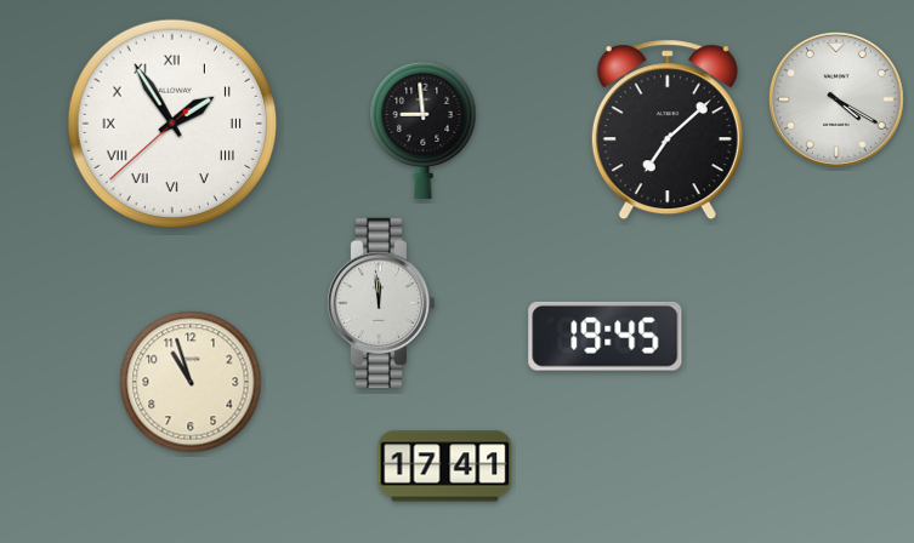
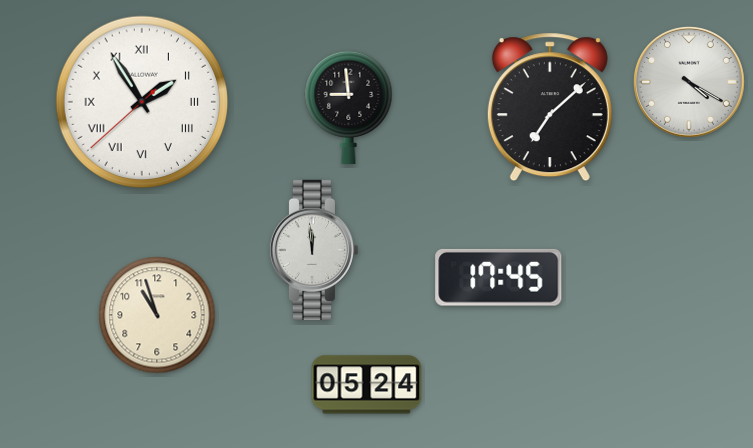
clock at (606, 336): 19:45 -> 17:45
clock at (445, 467): 17:41 -> 05:24
